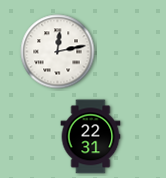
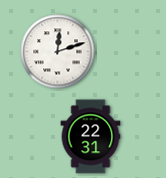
clock at (58, 52): 12:13 -> 12:12
